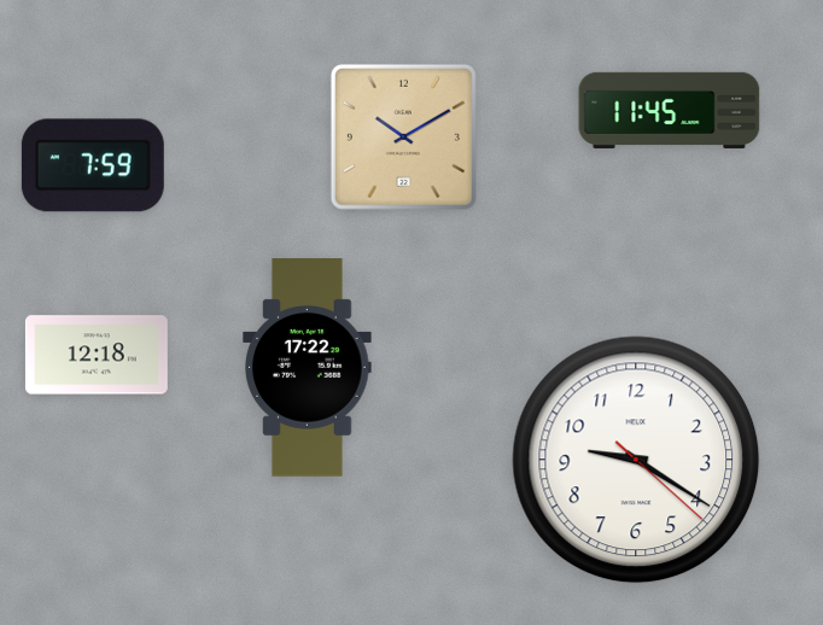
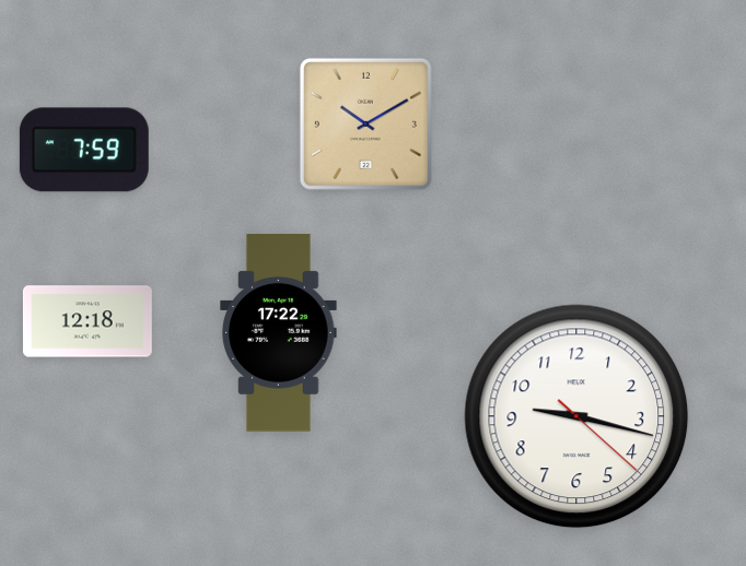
clock at (670, 110): 11:45 -> none
clock at (636, 460): 9:20 -> 9:17
